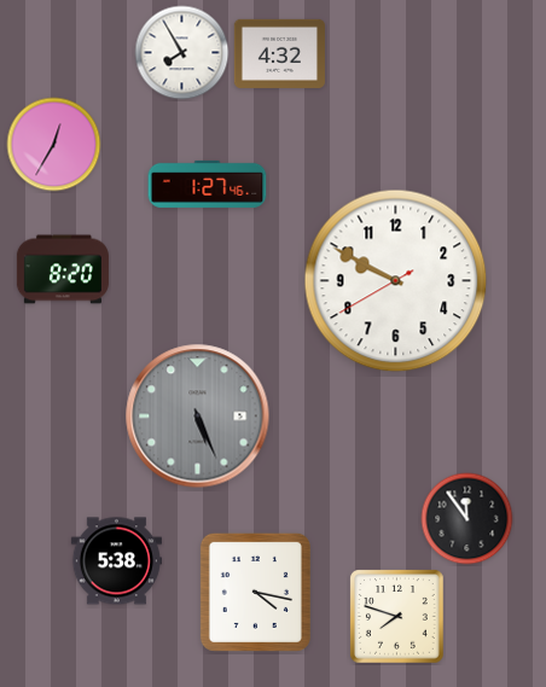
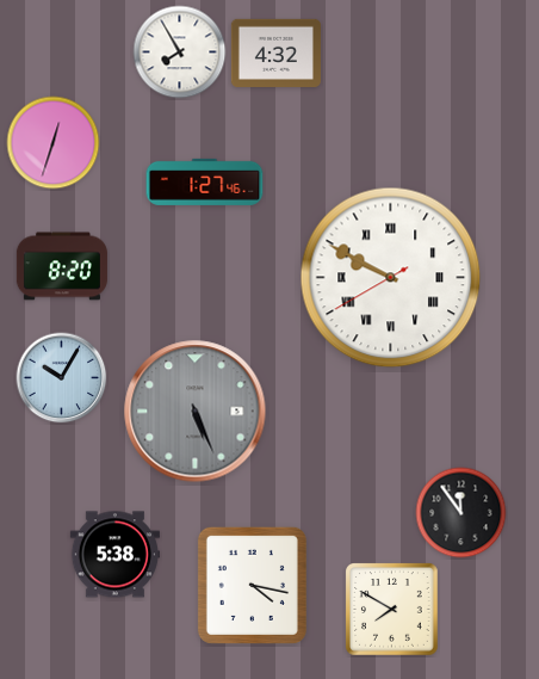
clock at (54, 145): 12:35 -> 12:33
clock at (396, 281) numerals: Arabic -> Roman
clock at (62, 378): none -> 10:05
clock at (397, 617): 7:48 -> 7:50
